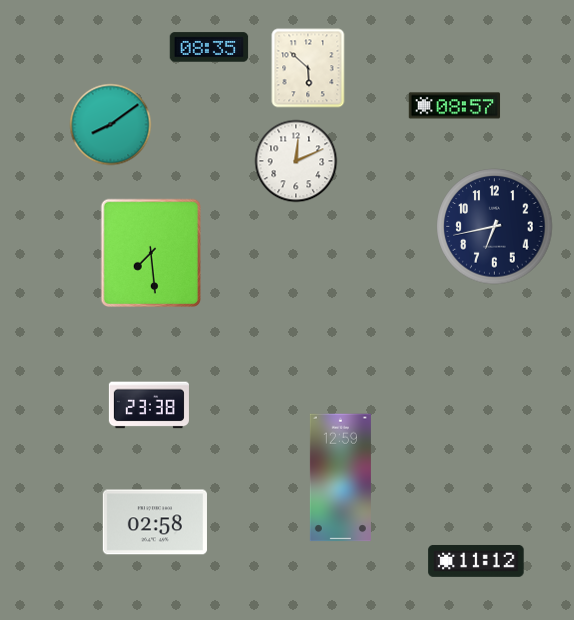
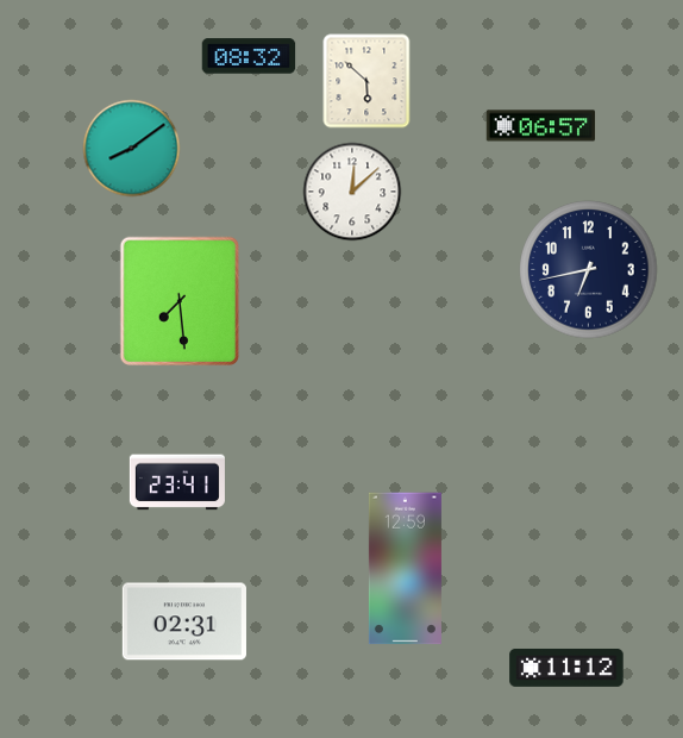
clock at (209, 47): 08:35 -> 08:32
clock at (455, 106): 08:57 -> 06:57
clock at (296, 161): 12:11 -> 12:08
clock at (149, 405): 23:38 -> 23:41
clock at (155, 522): 02:58 -> 02:31
